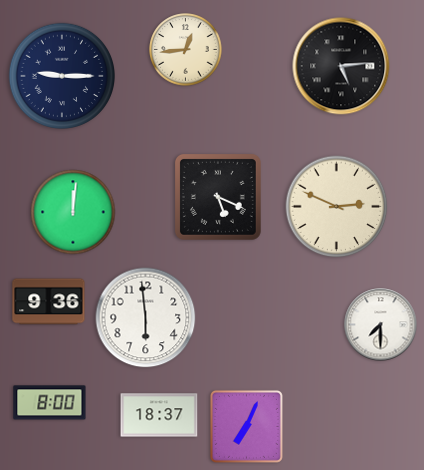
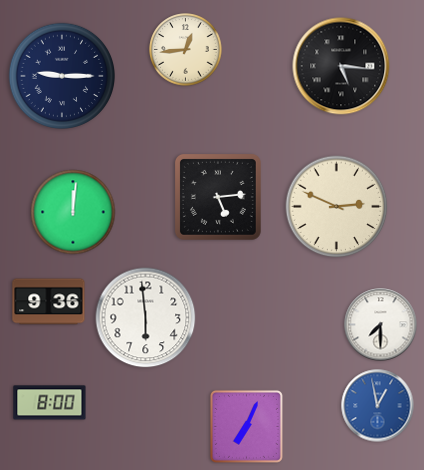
clock at (341, 66): 5:14 -> 5:16
clock at (218, 197): 5:19 -> 5:14
clock at (378, 406): none -> 12:58
clock at (159, 415): 18:37 -> none
